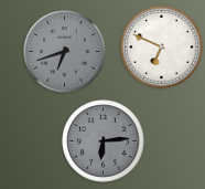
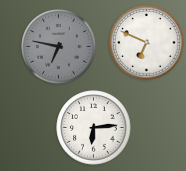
clock at (65, 52): 6:42 -> 6:47
clock at (104, 141) dial: grey -> white
